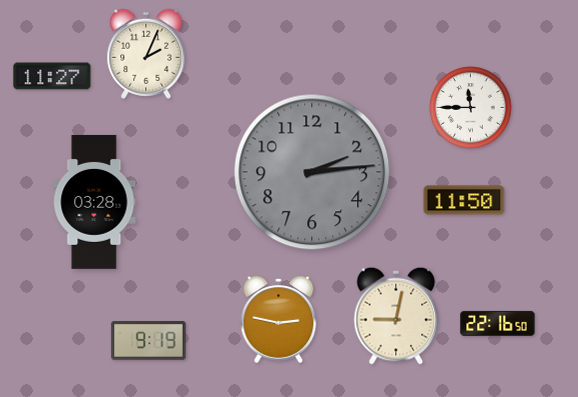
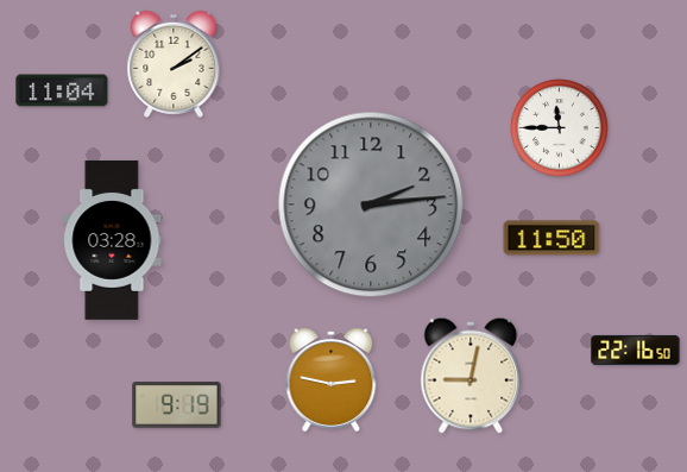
clock at (146, 54): 2:04 -> 2:09
clock at (52, 76): 11:27 -> 11:04
clock at (498, 323) position: (498, 323) -> (636, 350)
